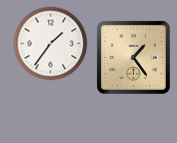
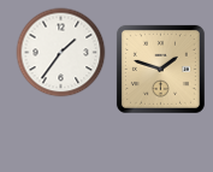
clock at (133, 57): 1:24 -> 1:48
